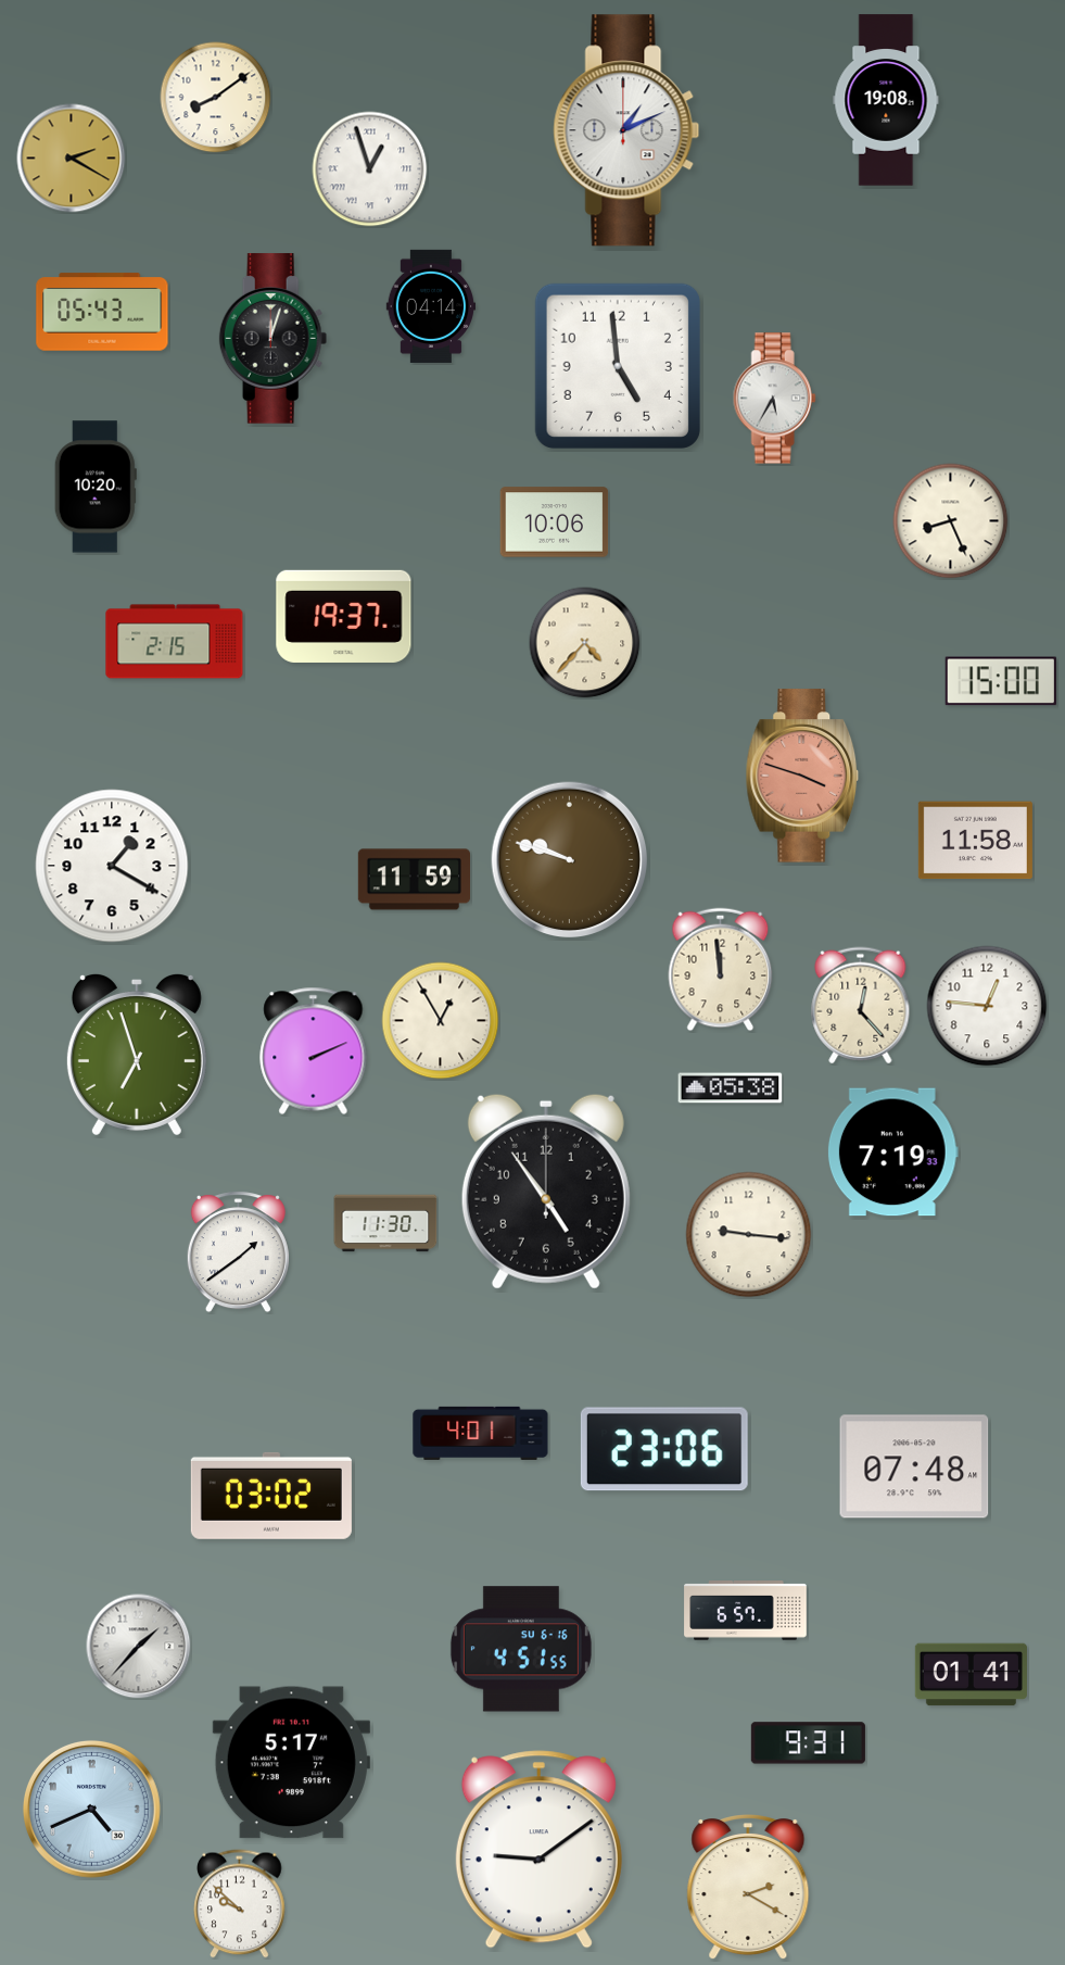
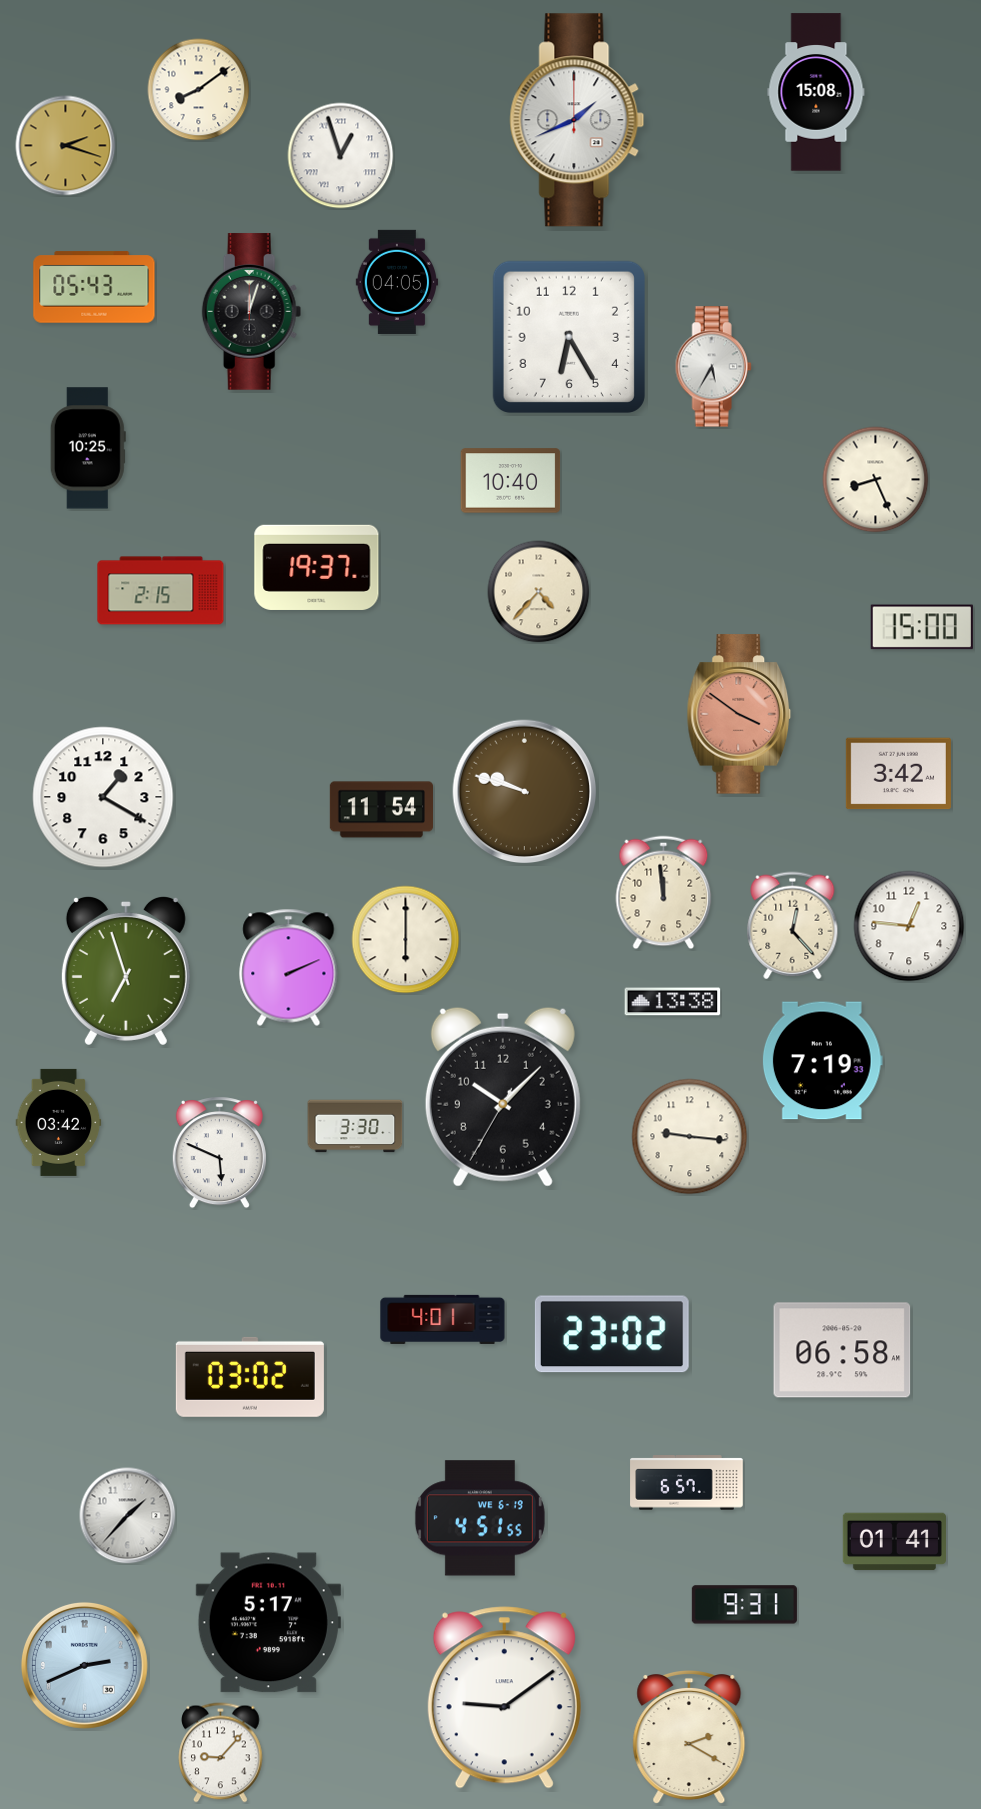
clock at (886, 100): 19:08 -> 15:08
clock at (626, 130): 1:11 -> 1:41
clock at (72, 159): 2:20 -> 2:18
clock at (431, 306): 04:14 -> 04:05
clock at (618, 366): 4:59 -> 6:25
clock at (96, 487): 10:20 -> 10:25
clock at (555, 522): 10:06 -> 10:40
clock at (802, 776): 3:48 -> 3:51
clock at (975, 841): 11:58 -> 3:42
clock at (414, 880): 11:59 -> 11:54
clock at (441, 1021): 12:55 -> 6:00
clock at (731, 1088): 05:38 -> 13:38
clock at (546, 1192): 4:54 -> 10:07
clock at (59, 1122): none -> 03:42
clock at (385, 1223): 11:30 -> 3:30
clock at (238, 1252): 1:39 -> 5:49
clock at (664, 1449): 23:06 -> 23:02
clock at (914, 1466): 07:48 -> 06:58
clock at (521, 1649) date: SU 6-16 -> WE 6-19
clock at (91, 1809): 4:41 -> 2:41
clock at (538, 1850) position: (538, 1850) -> (504, 1698)
clock at (240, 1904): 9:52 -> 9:07
